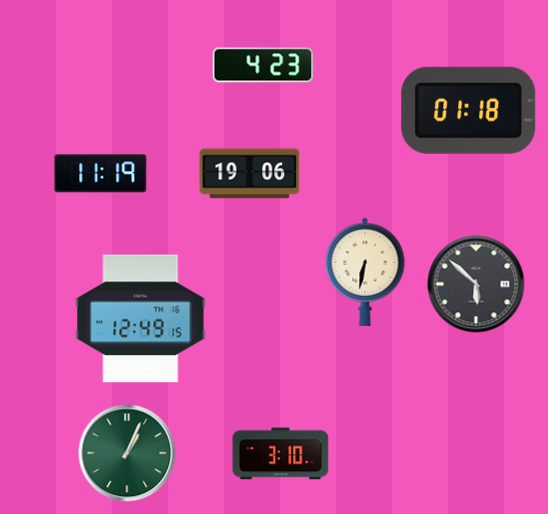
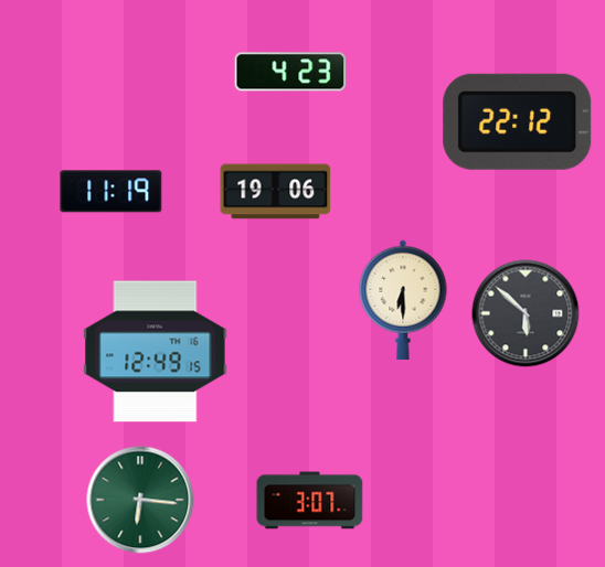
clock at (469, 110): 01:18 -> 22:12
clock at (365, 272): 6:32 -> 6:30
clock at (127, 453): 1:04 -> 6:16
clock at (281, 454): 3:10 -> 3:07
